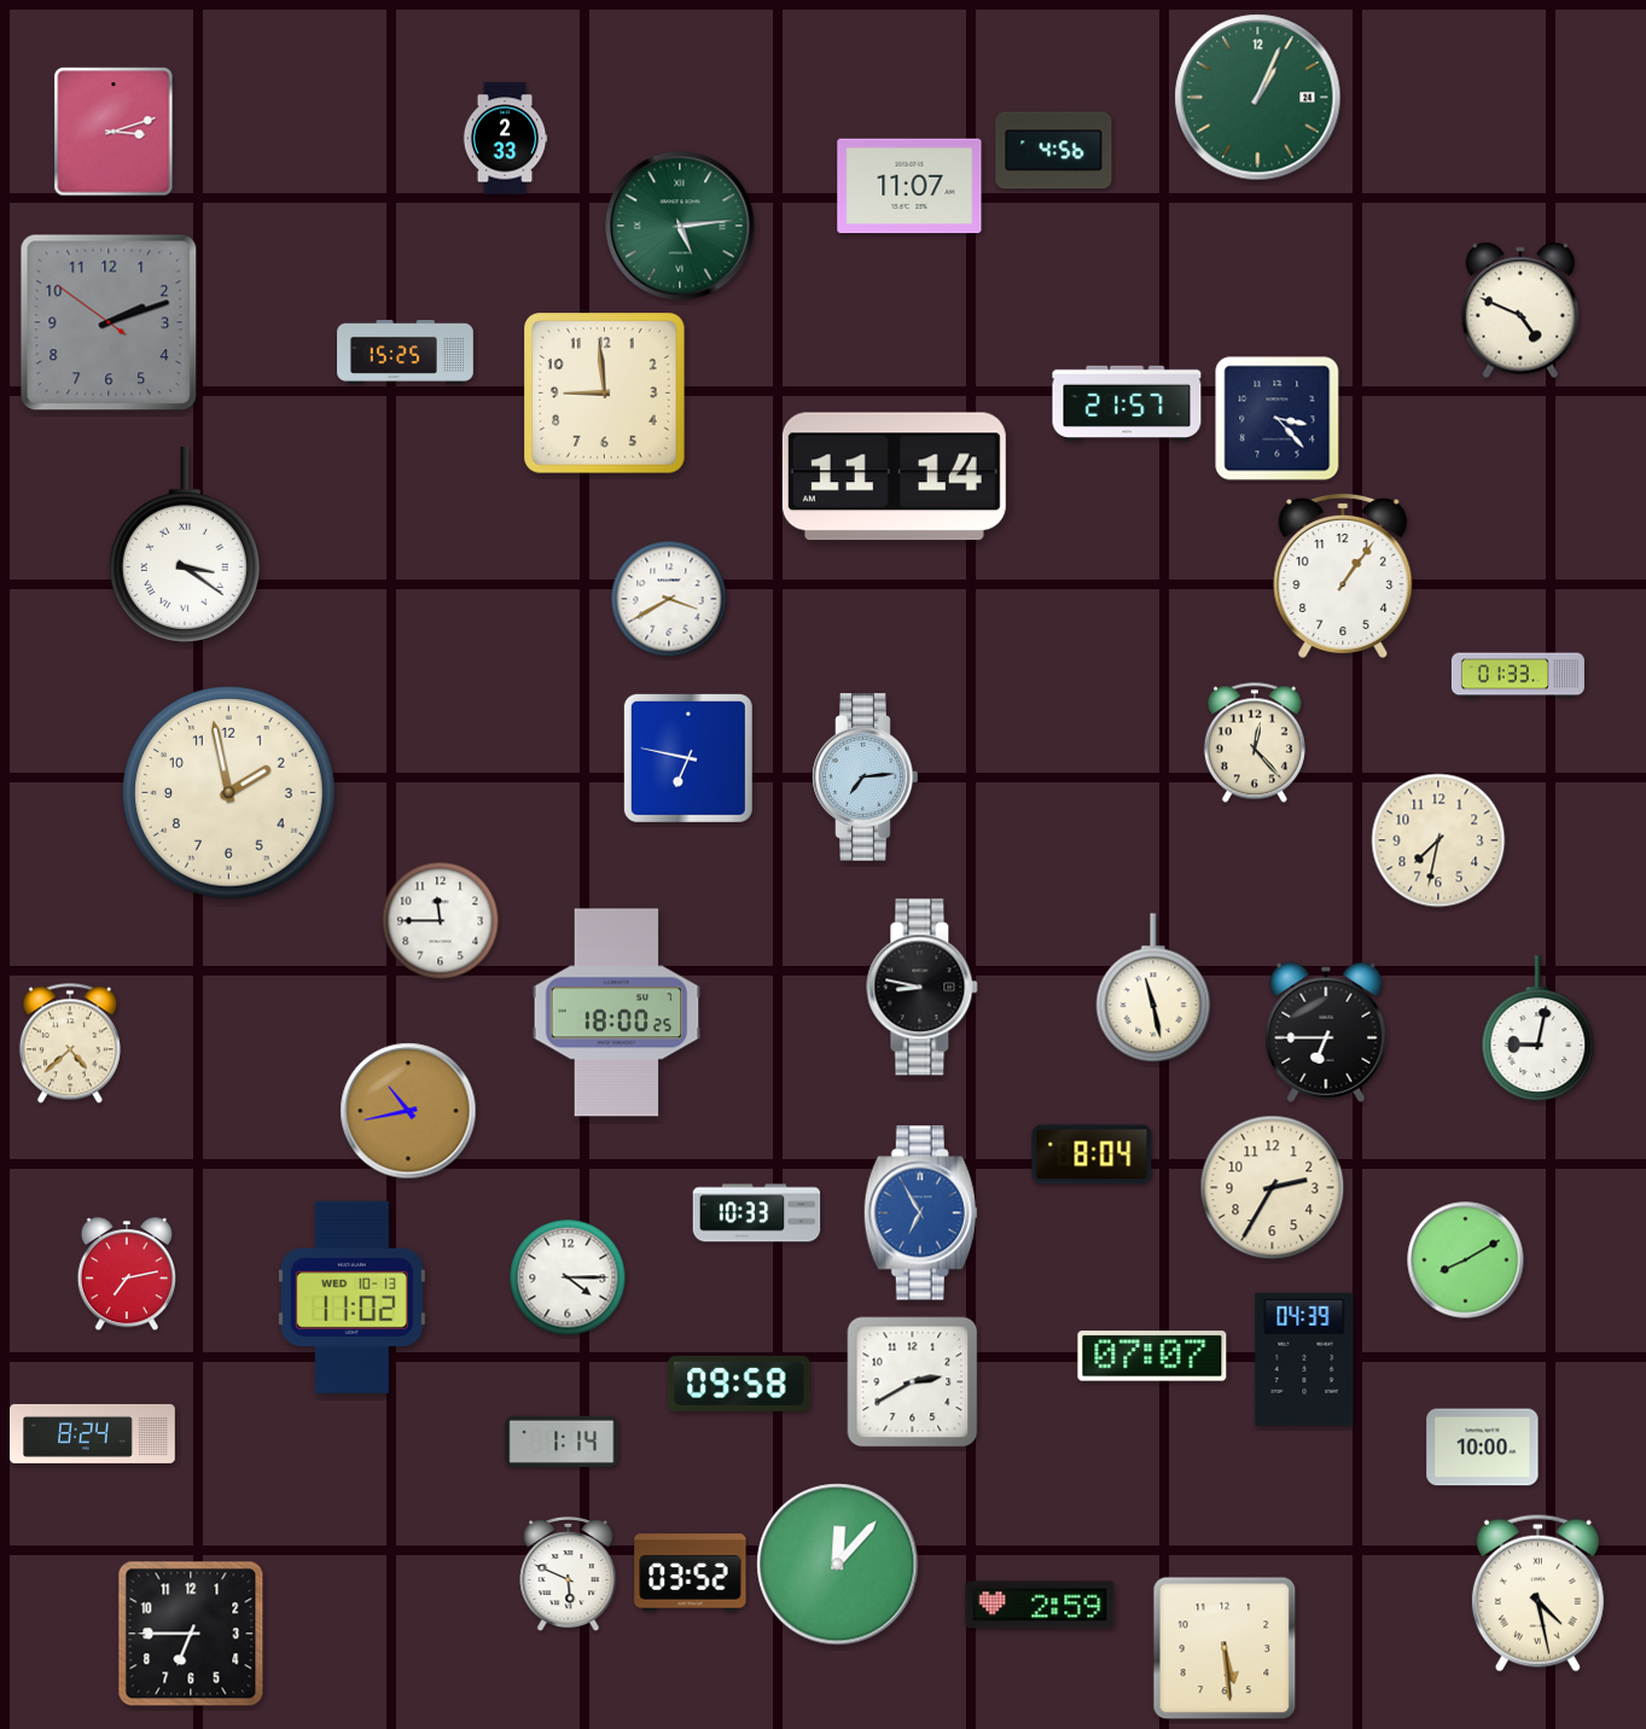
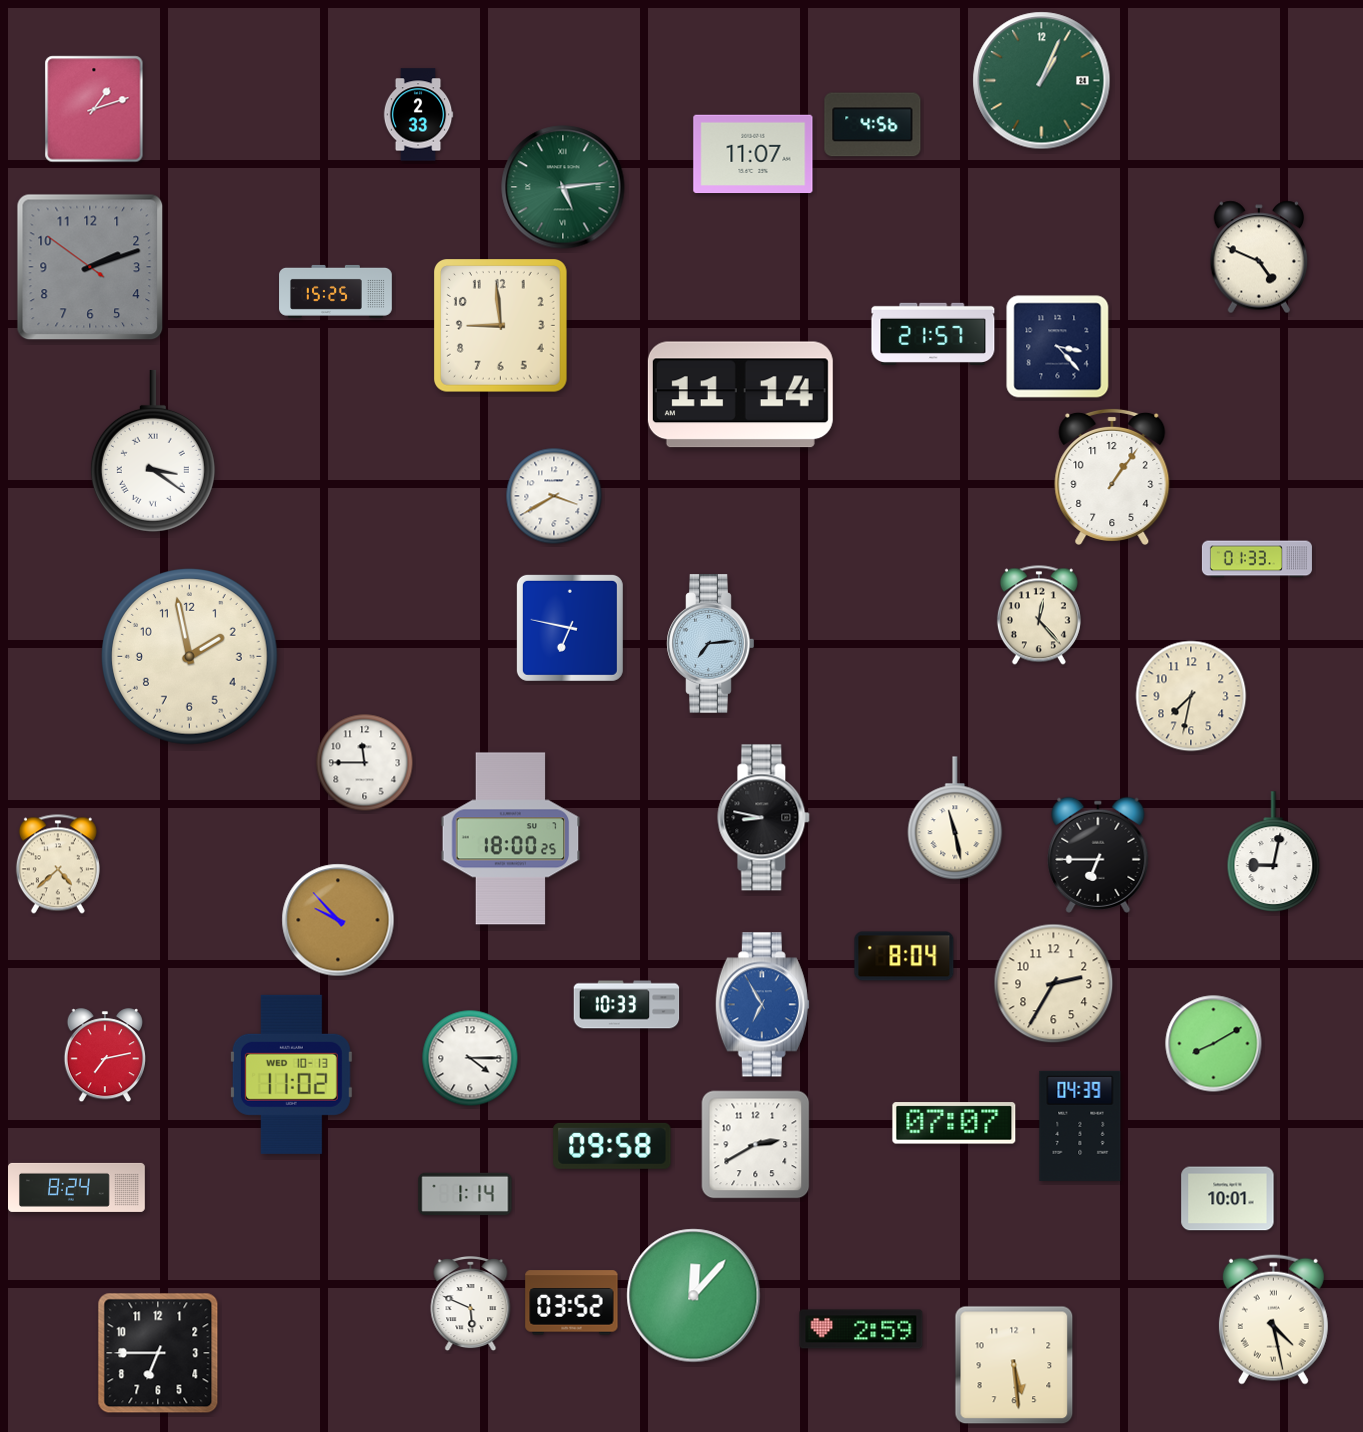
clock at (114, 132): 3:12 -> 1:12
clock at (866, 778) position: (866, 778) -> (711, 644)
clock at (408, 1111): 10:43 -> 9:53
clock at (1483, 1448): 10:00 -> 10:01
